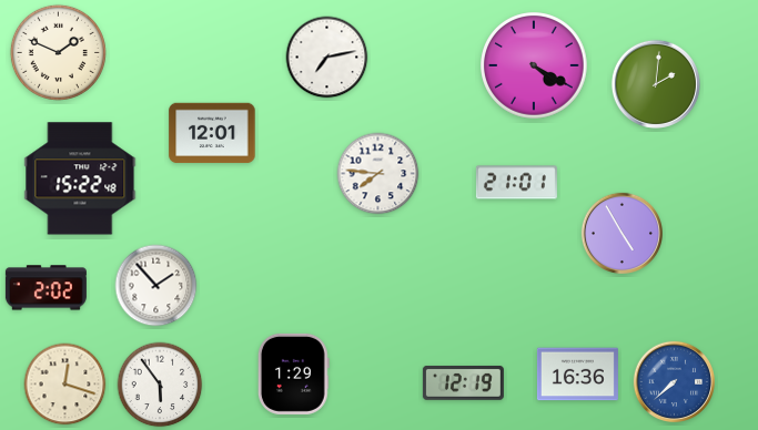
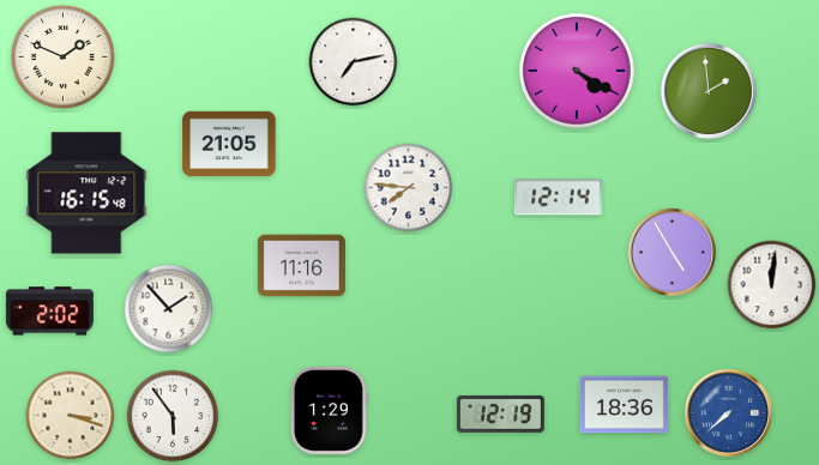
clock at (656, 84): 2:01 -> 1:59
clock at (212, 133): 12:01 -> 21:05
clock at (80, 178): 15:22 -> 16:15
clock at (516, 183): 21:01 -> 12:14
clock at (301, 266): none -> 11:16
clock at (772, 285): none -> 12:01
clock at (293, 373) position: (293, 373) -> (329, 410)
clock at (577, 375): 16:36 -> 18:36
clock at (65, 385): 12:18 -> 3:18
